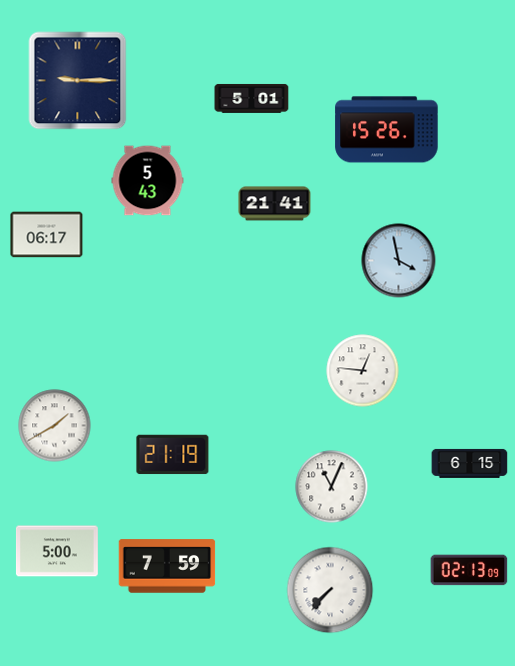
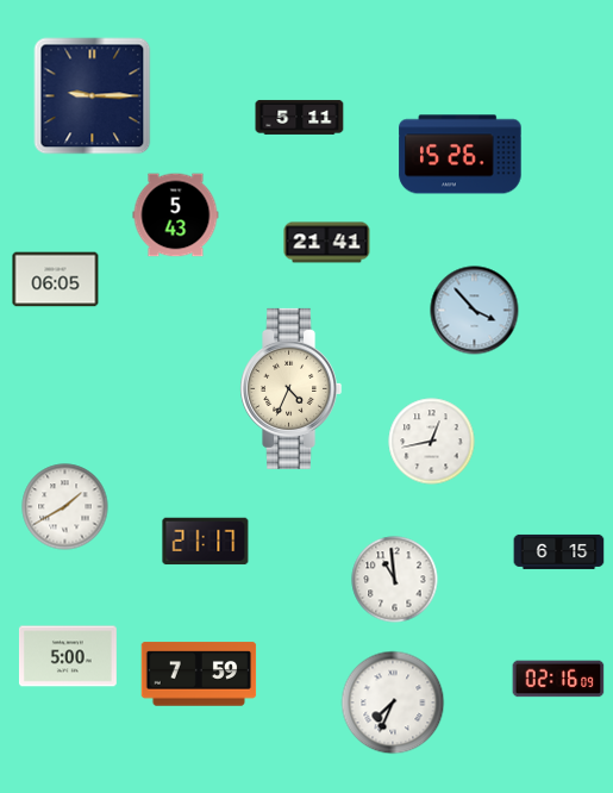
clock at (252, 98): 5:01 -> 5:11
clock at (47, 235): 06:17 -> 06:05
clock at (399, 261): 3:58 -> 3:53
clock at (292, 388): none -> 4:34
clock at (363, 371): 12:46 -> 12:43
clock at (173, 455): 21:19 -> 21:17
clock at (332, 487): 11:04 -> 10:59
clock at (469, 570): 02:13 -> 02:16
clock at (330, 590): 7:37 -> 7:34
